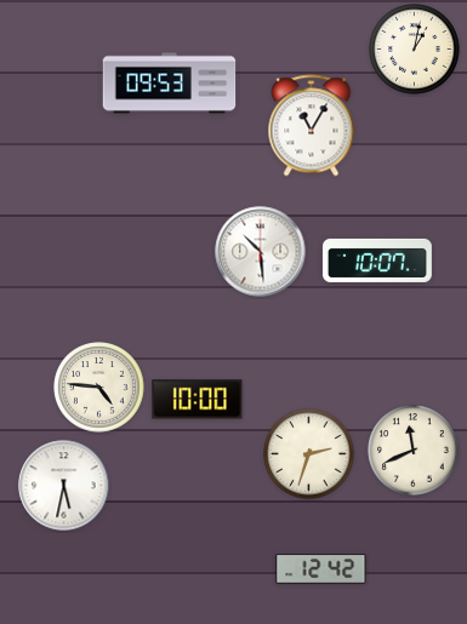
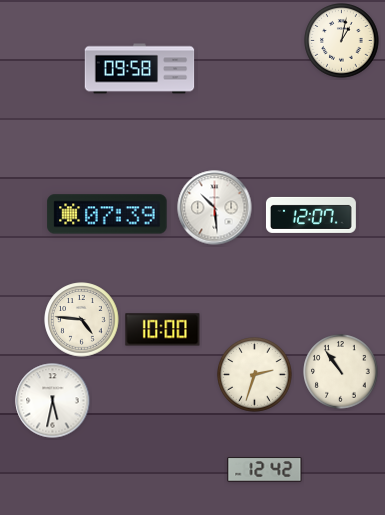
clock at (170, 84): 09:53 -> 09:58
clock at (312, 126): 11:05 -> none
clock at (107, 214): none -> 07:39
clock at (377, 261): 10:07 -> 12:07
clock at (414, 451): 11:41 -> 10:54
